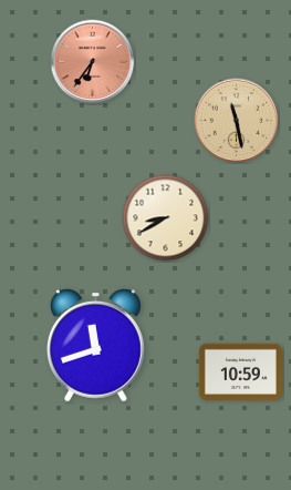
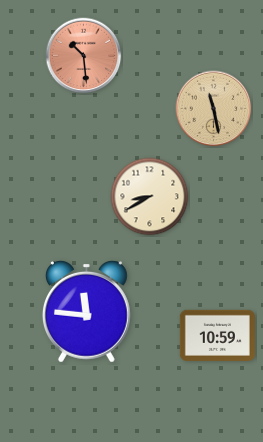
clock at (93, 62): 6:36 -> 10:29
clock at (95, 345): 11:42 -> 11:46
